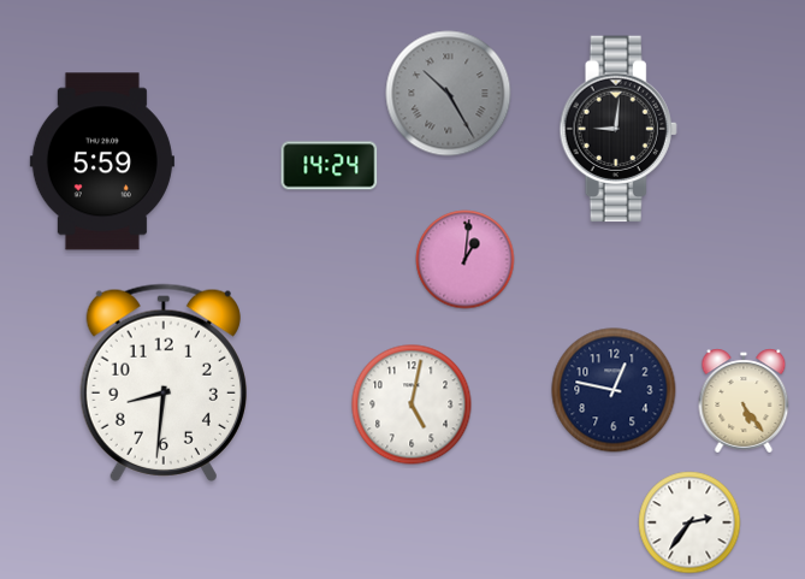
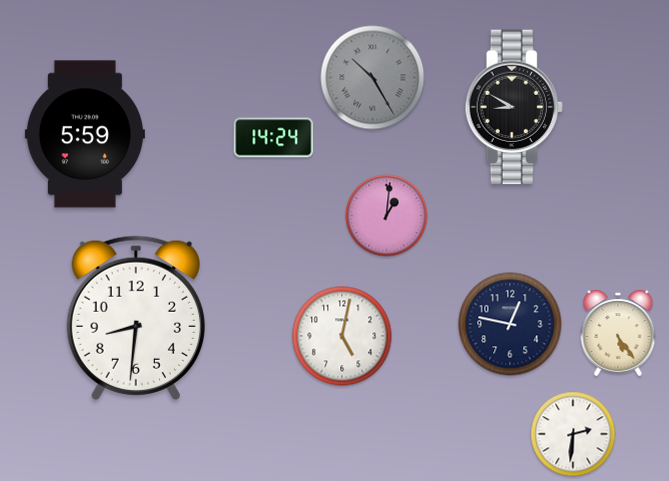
clock at (618, 129): 9:01 -> 8:50
clock at (689, 522): 2:36 -> 2:31
